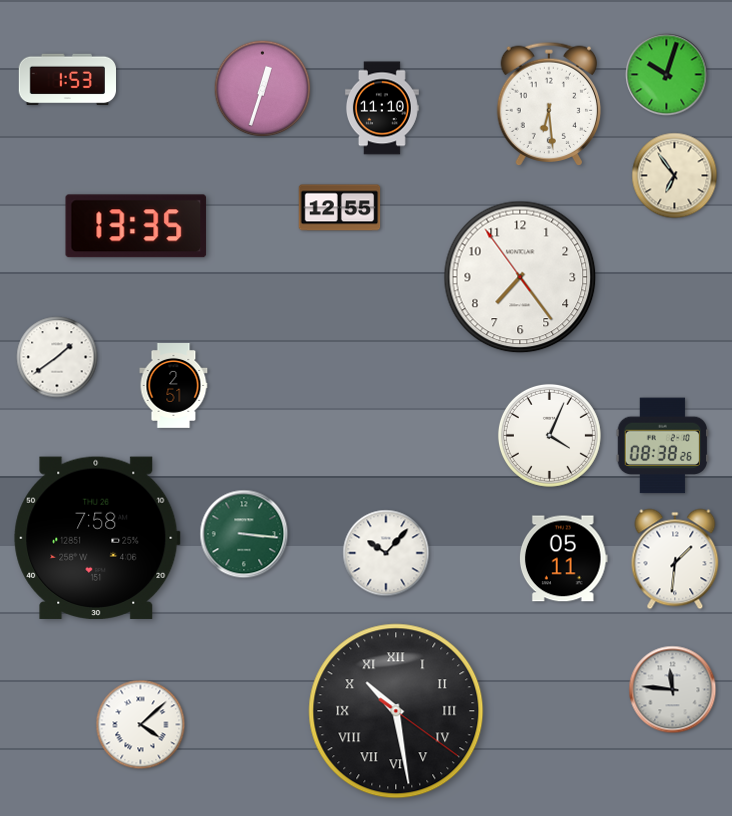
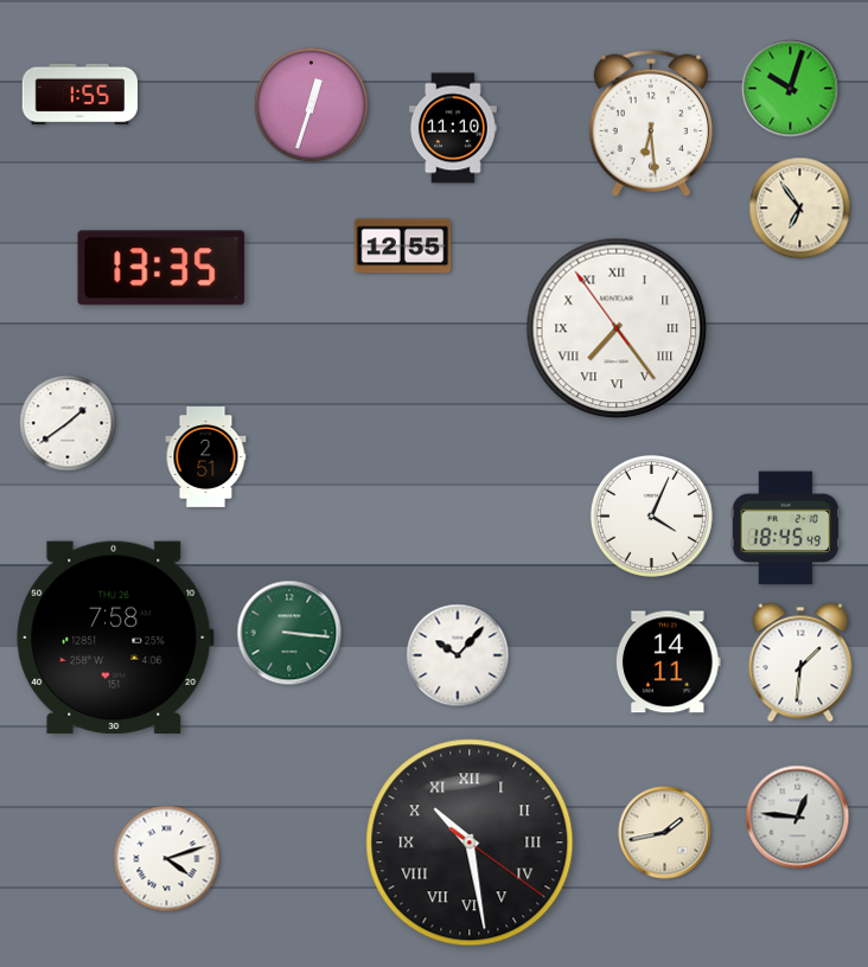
clock at (67, 80): 1:53 -> 1:55
clock at (520, 277) numerals: Arabic -> Roman
clock at (662, 446): 08:38 -> 18:45
clock at (563, 559): 05:11 -> 14:11
clock at (673, 690): 11:46 -> 12:46
clock at (665, 833): none -> 1:43
clock at (141, 725): 4:08 -> 4:12
